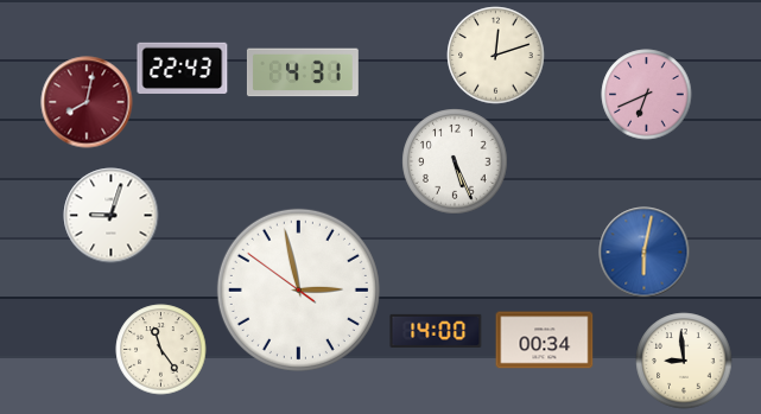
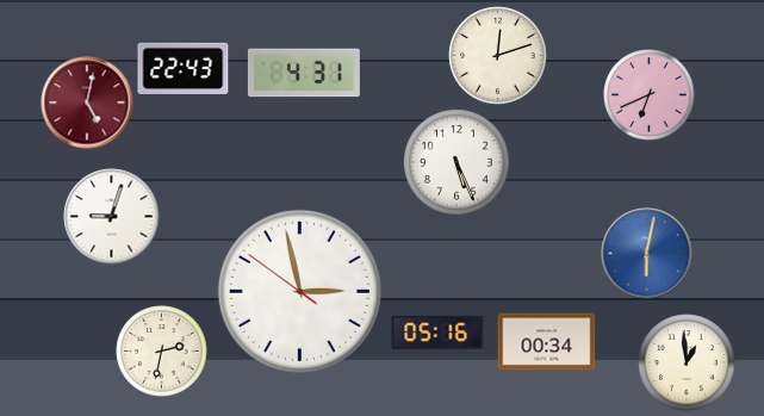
clock at (87, 102): 8:02 -> 5:02
clock at (436, 331): 14:00 -> 05:16
clock at (161, 350): 11:24 -> 2:32
clock at (684, 361): 8:59 -> 12:59
